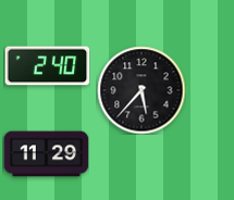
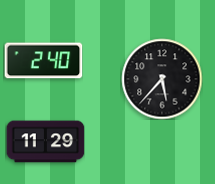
clock at (141, 90) position: (141, 90) -> (162, 79)
clock at (46, 154) position: (46, 154) -> (45, 142)
